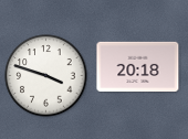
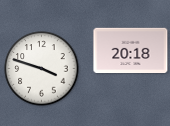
clock at (138, 66) position: (138, 66) -> (131, 50)
